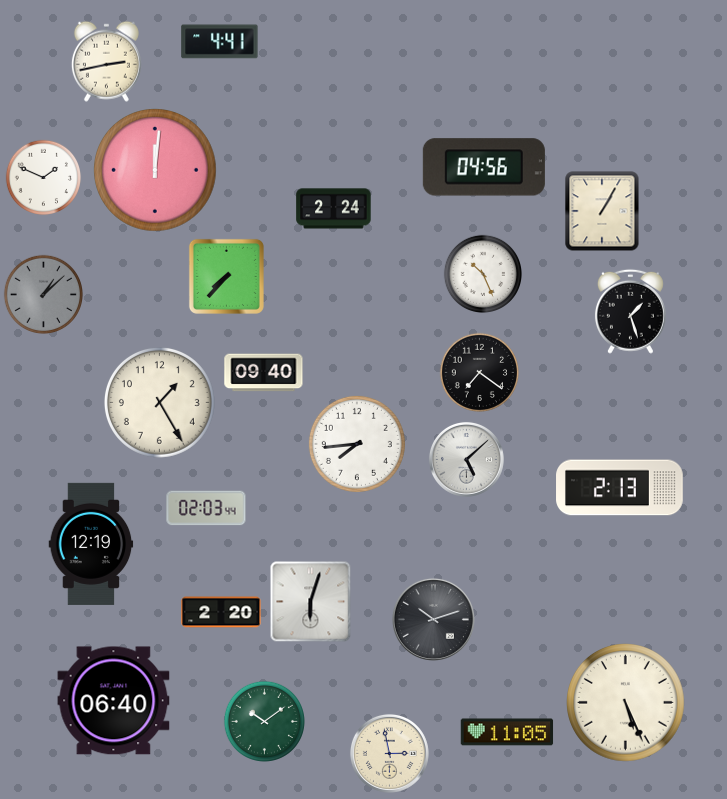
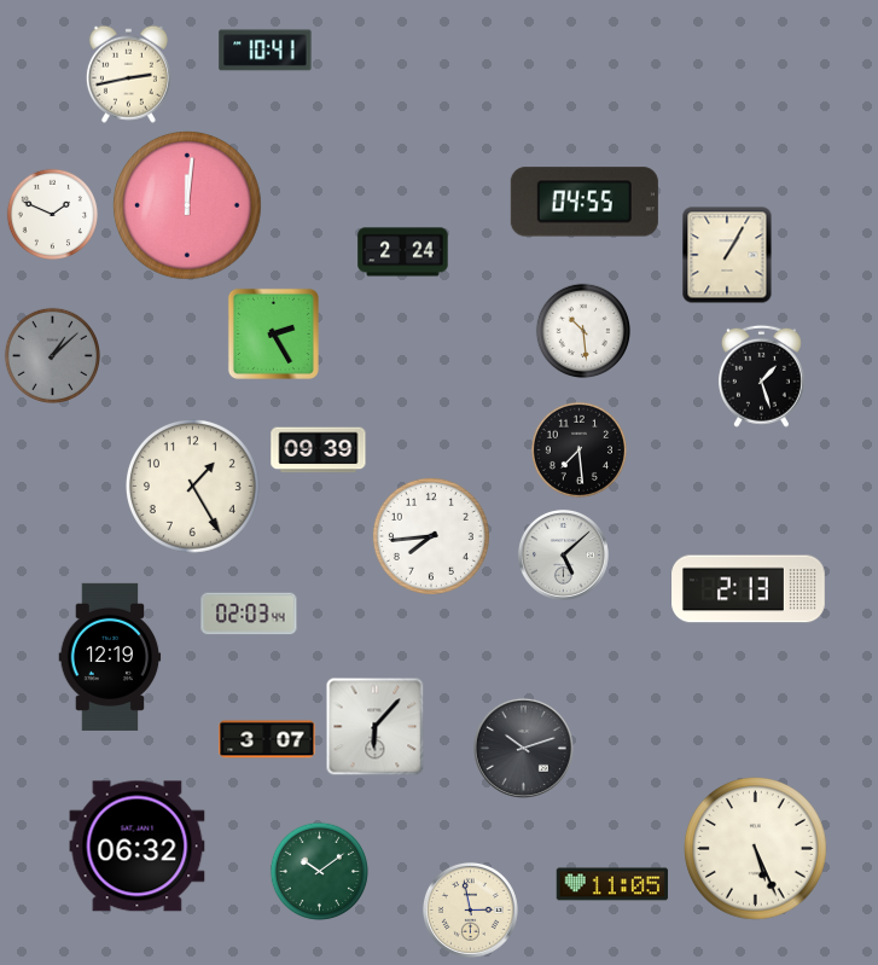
clock at (220, 42): 4:41 -> 10:41
clock at (484, 167): 04:56 -> 04:55
clock at (482, 273): 10:26 -> 10:29
clock at (226, 276): 7:37 -> 2:25
clock at (479, 372): 7:21 -> 7:29
clock at (264, 373): 09:40 -> 09:39
clock at (311, 602): 6:03 -> 6:07
clock at (221, 612): 2:20 -> 3:07
clock at (114, 701): 06:40 -> 06:32
